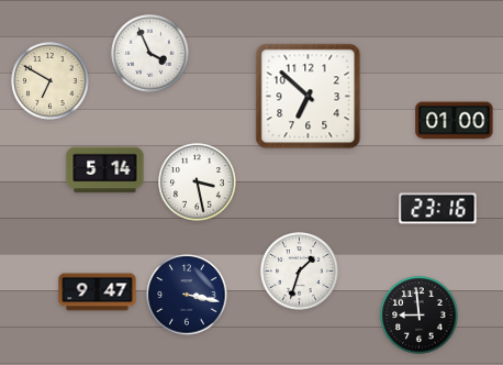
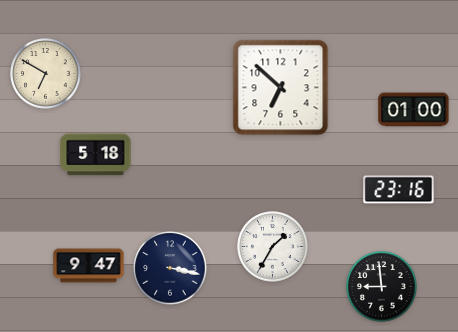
clock at (150, 54): 3:56 -> none
clock at (105, 170): 5:14 -> 5:18
clock at (198, 182): 3:28 -> none
clock at (300, 272): 1:33 -> 1:35
